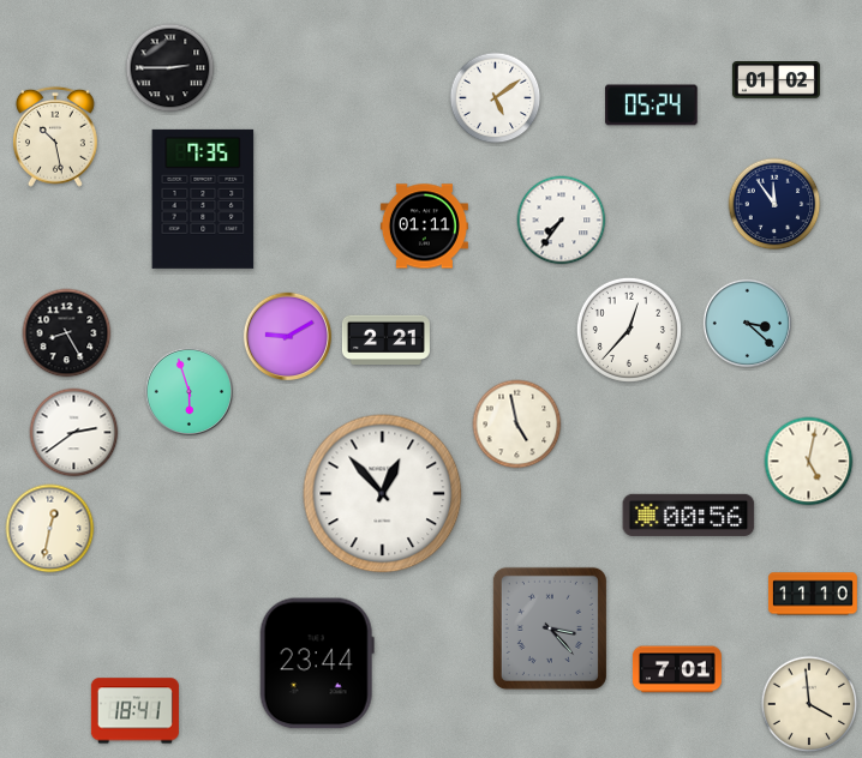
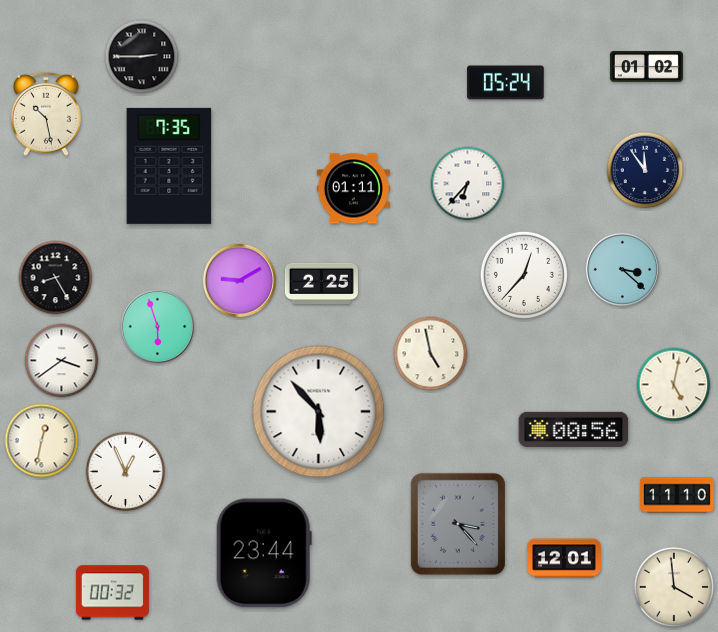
clock at (496, 98): 5:09 -> none
clock at (652, 106) position: (652, 106) -> (506, 83)
clock at (562, 221): 7:36 -> 6:37
clock at (385, 339): 2:21 -> 2:25
clock at (74, 433): 2:39 -> 3:39
clock at (383, 494): 12:53 -> 5:53
clock at (126, 472): none -> 12:56
clock at (677, 669): 7:01 -> 12:01
clock at (134, 711): 18:41 -> 00:32
